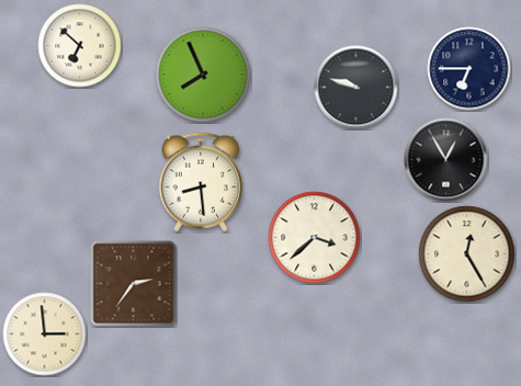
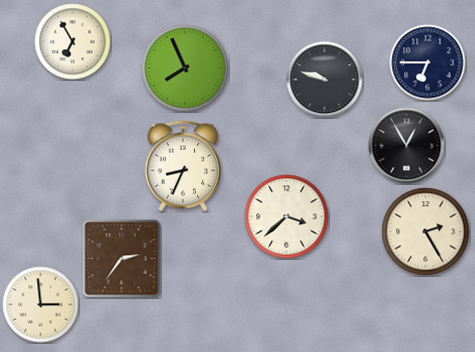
clock at (80, 46): 6:52 -> 6:55
clock at (201, 182): 8:29 -> 8:34
clock at (467, 254): 12:25 -> 2:25
